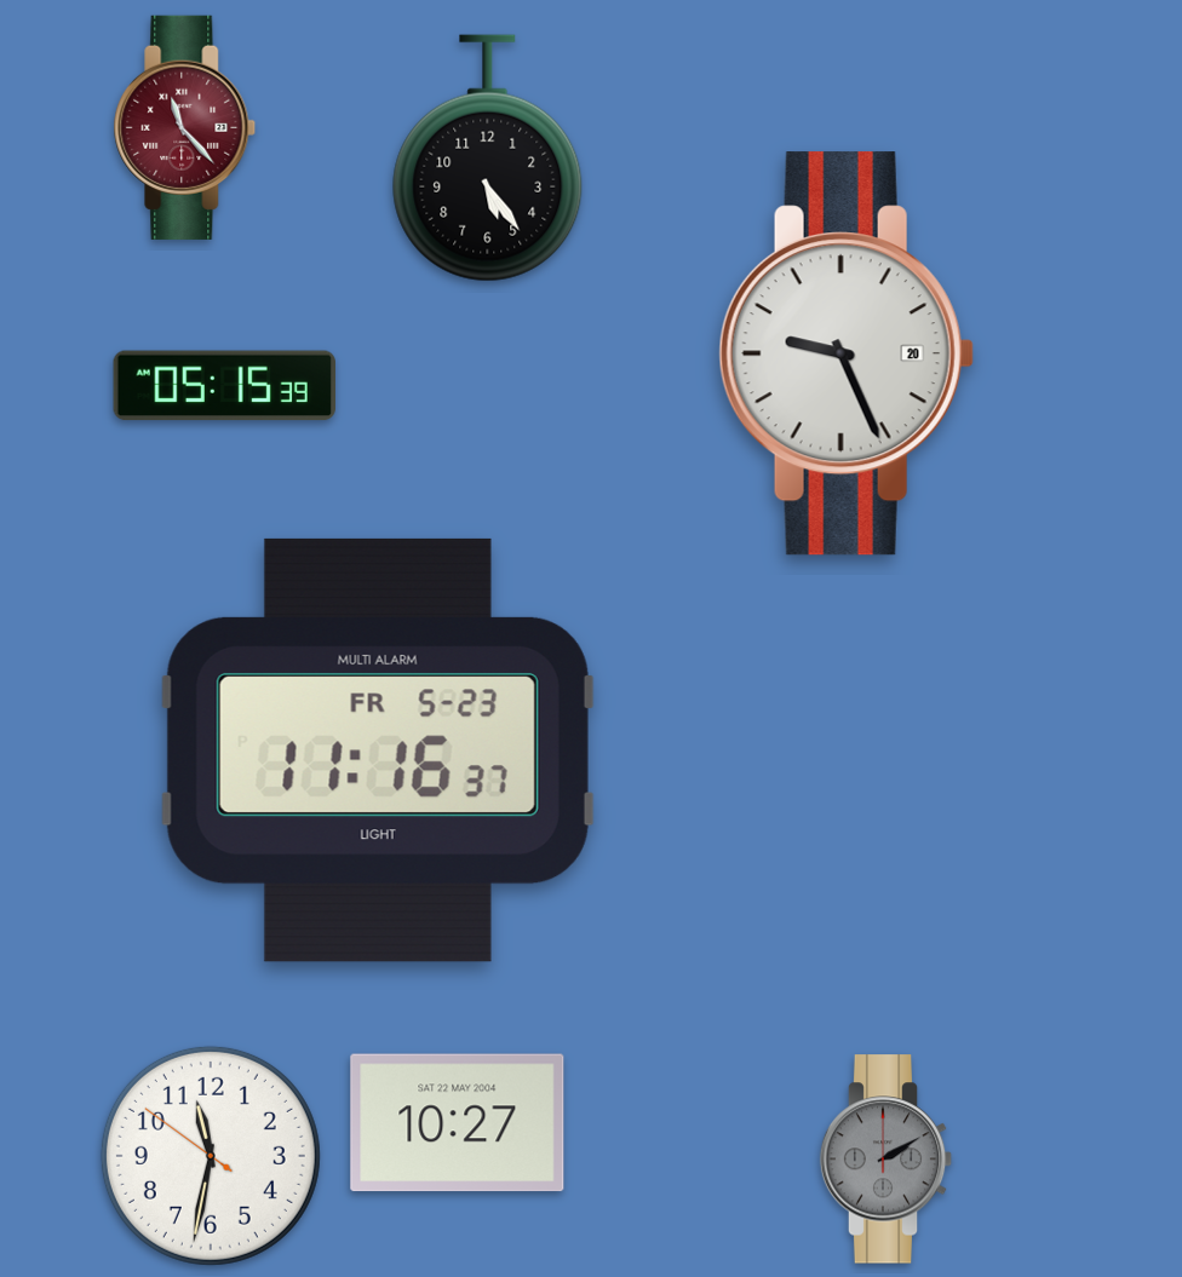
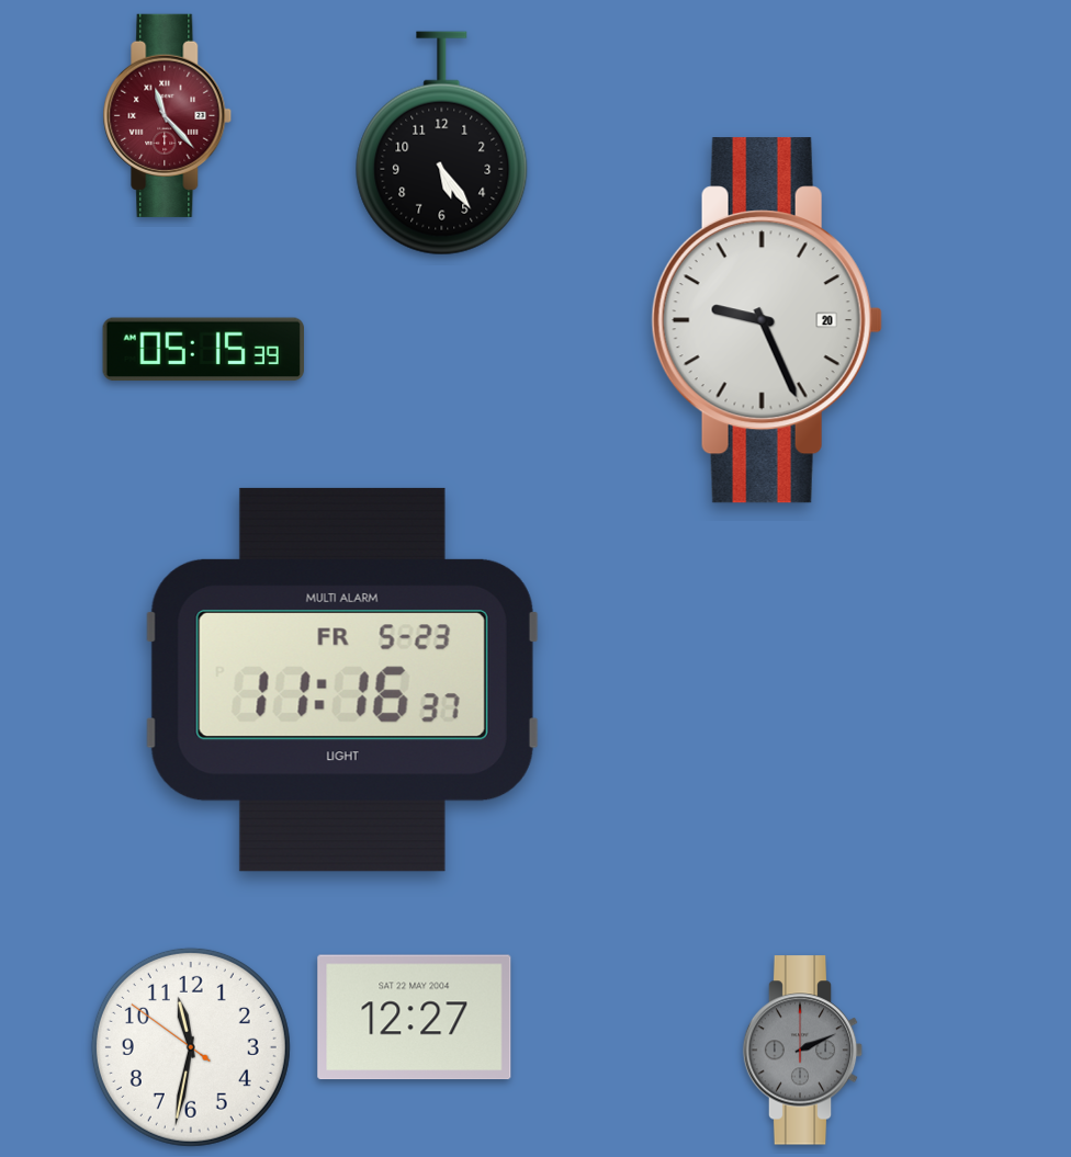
clock at (458, 1123): 10:27 -> 12:27
clock at (886, 1160): 2:10 -> 2:11
